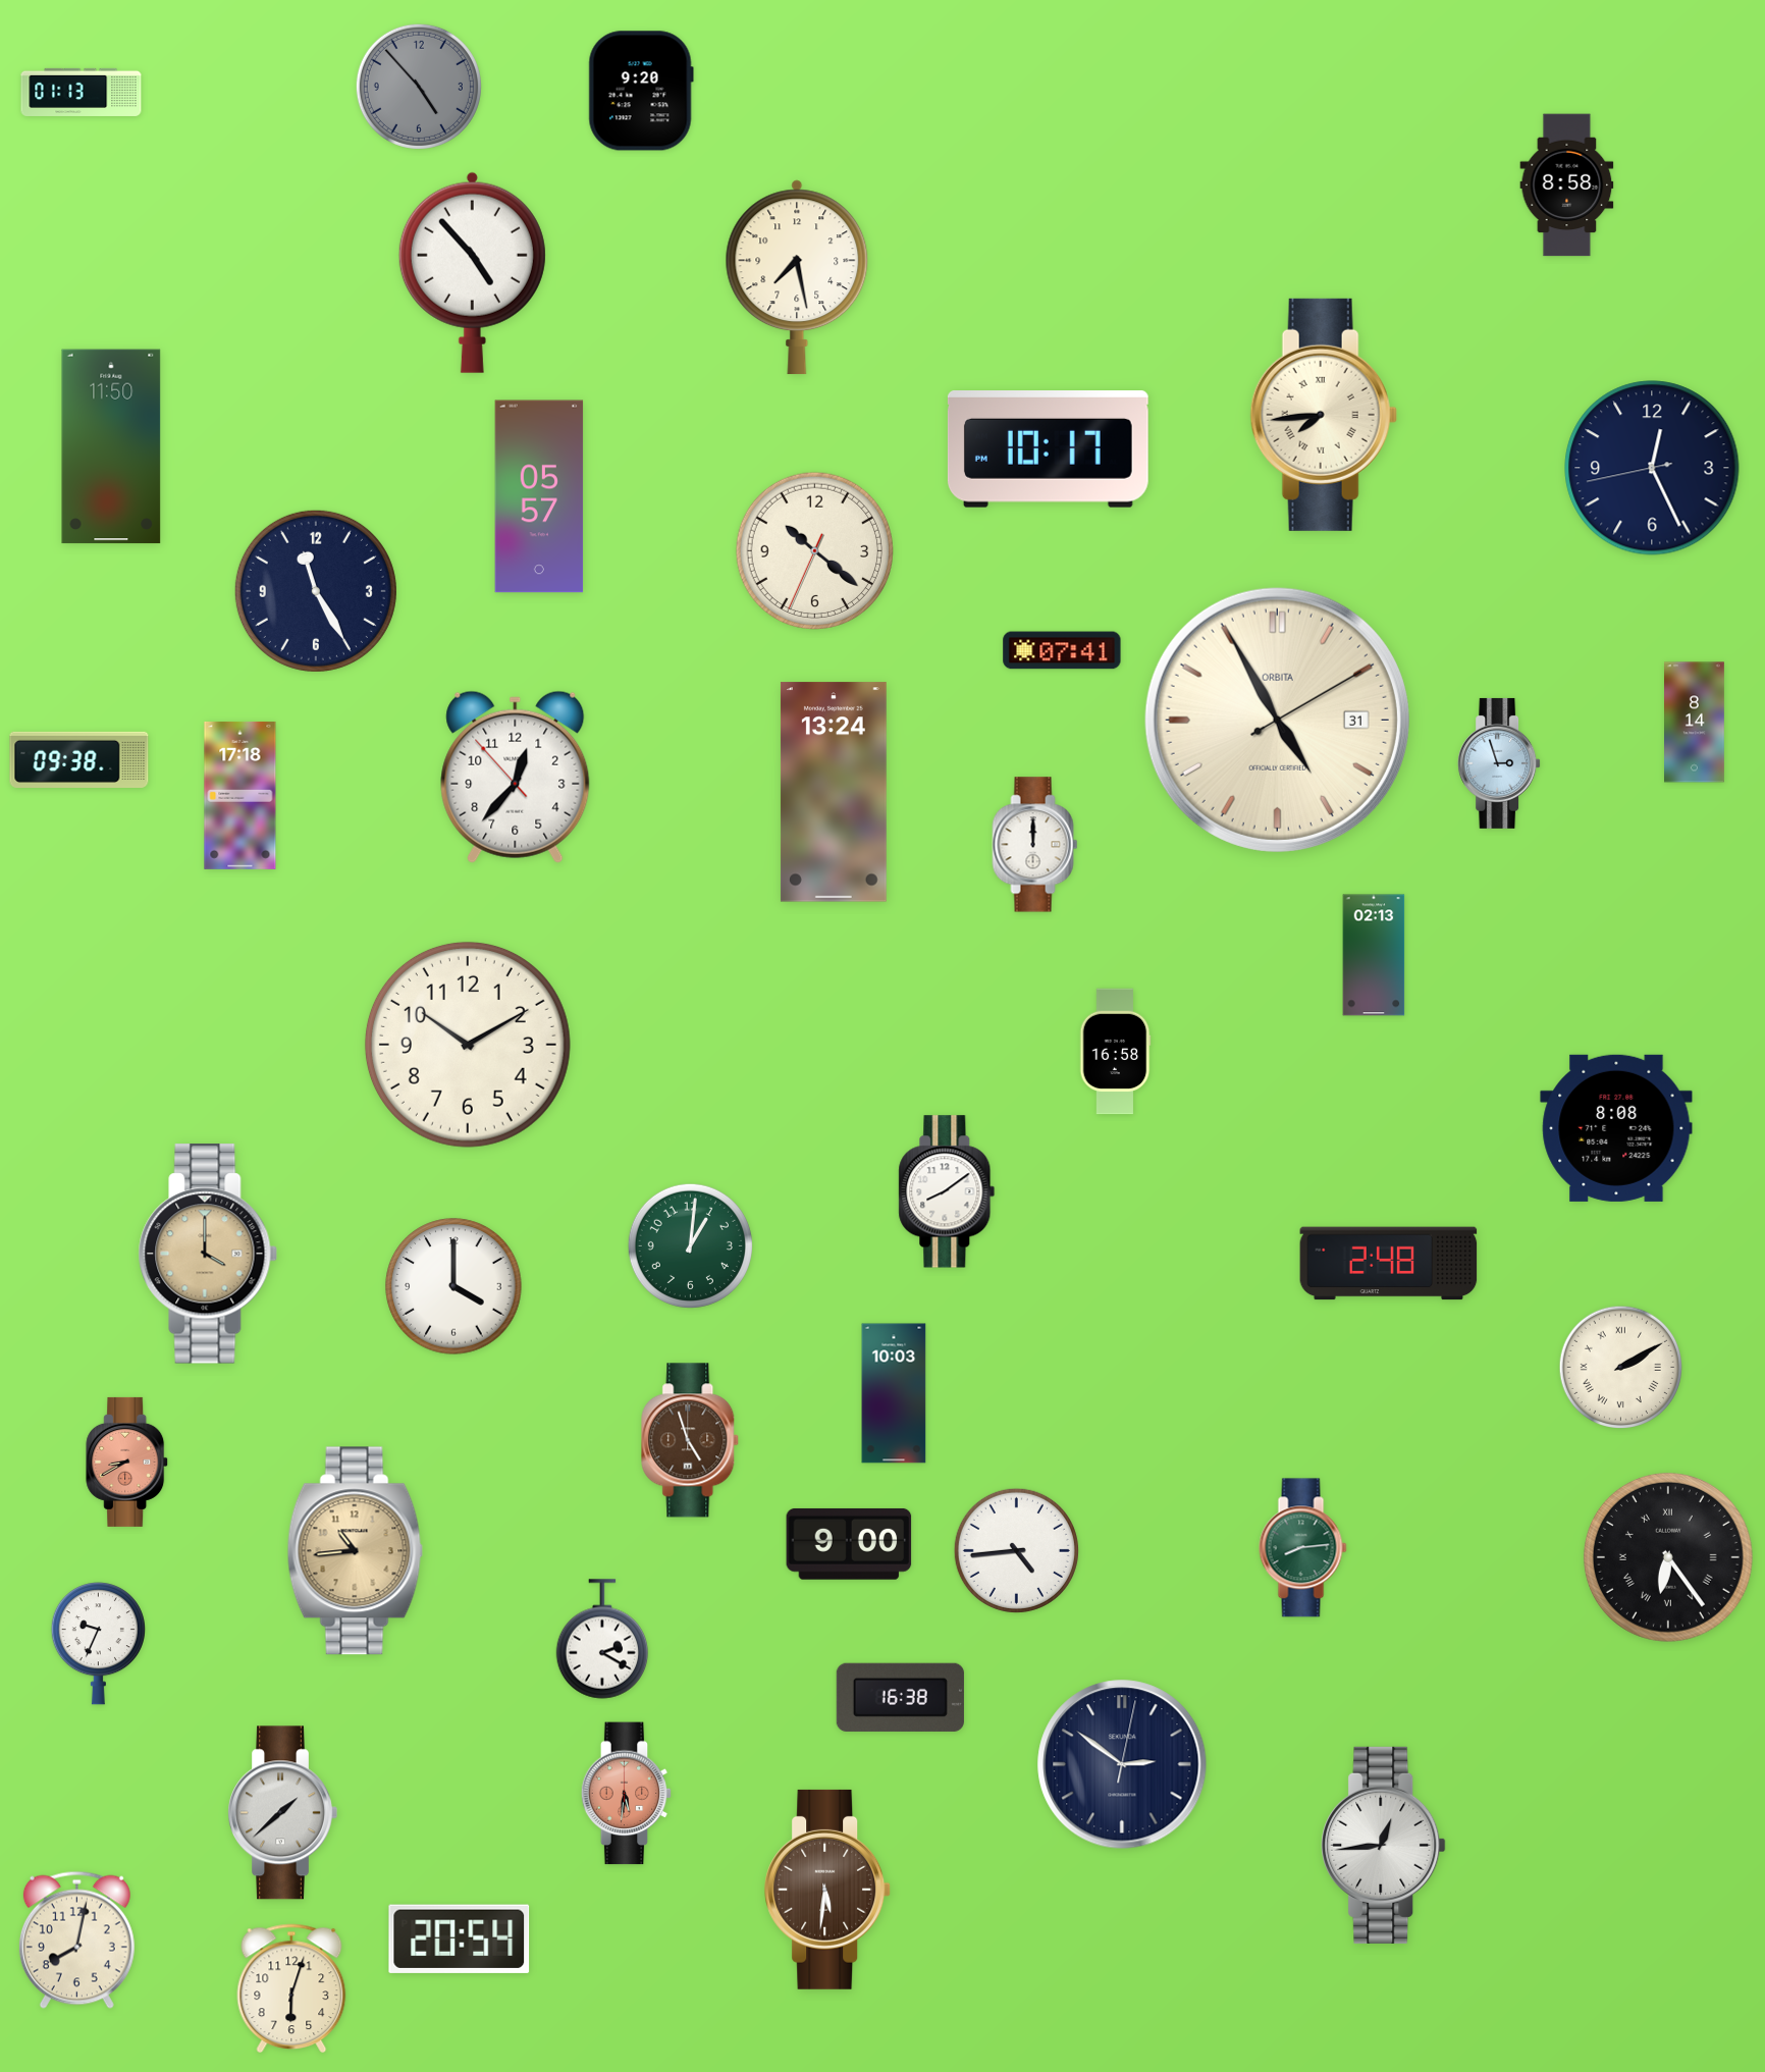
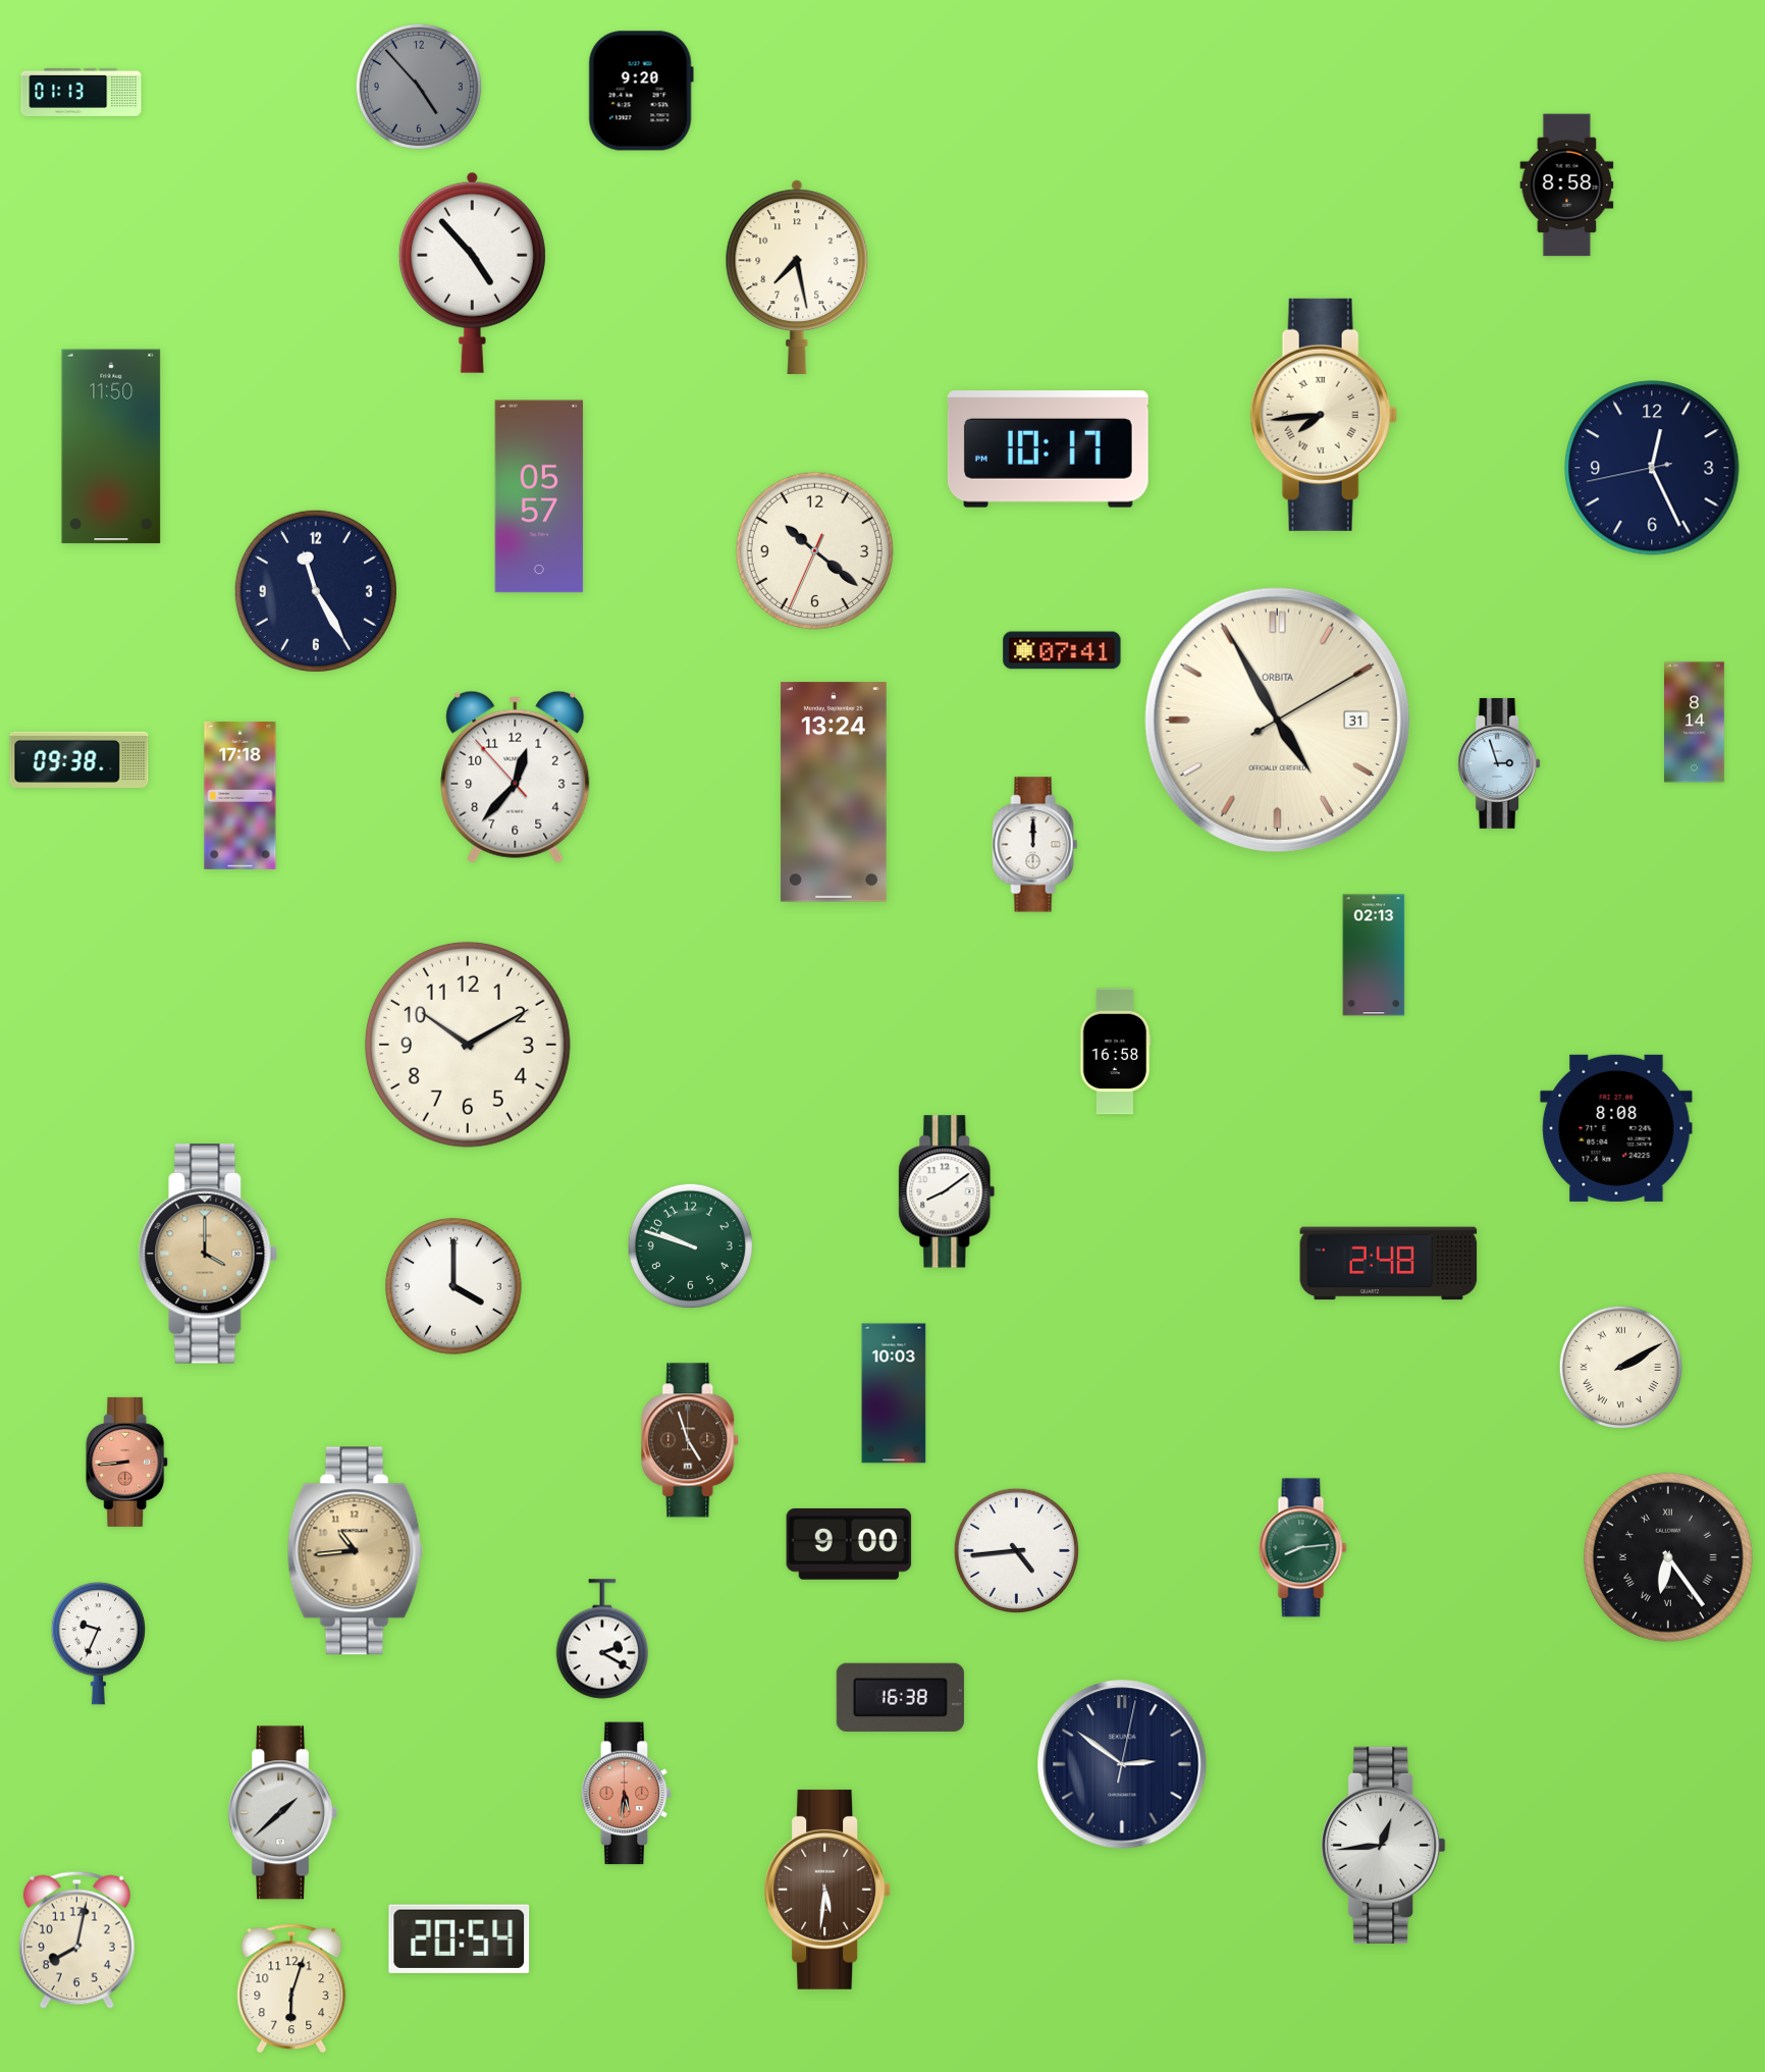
clock at (690, 1245): 1:01 -> 9:48
clock at (127, 1462): 8:40 -> 8:44
